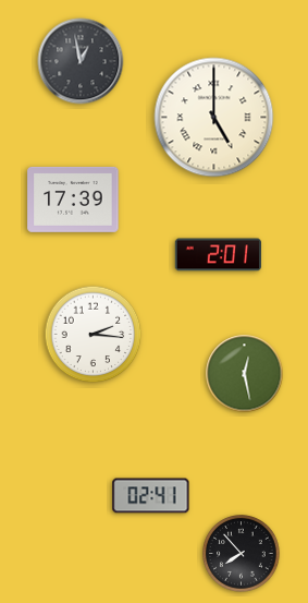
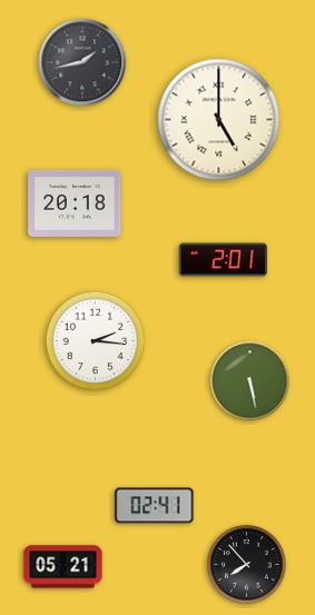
clock at (81, 61): 12:58 -> 1:43
clock at (73, 200): 17:39 -> 20:18
clock at (245, 374): 12:28 -> 5:28
clock at (63, 567): none -> 05:21
